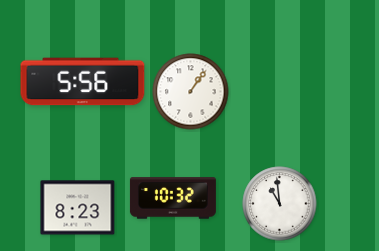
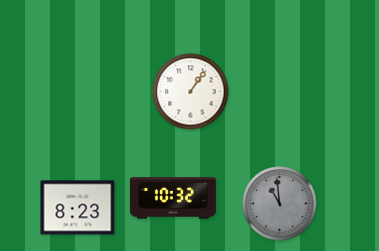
clock at (83, 82): 5:56 -> none
clock at (280, 204) dial: white -> grey
